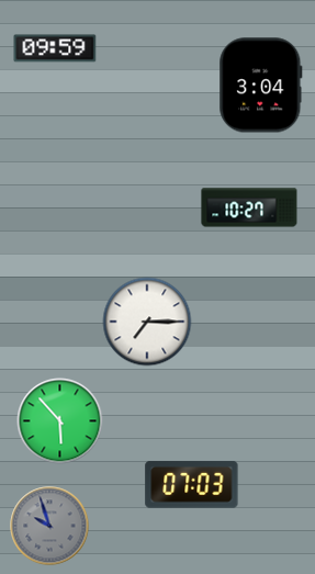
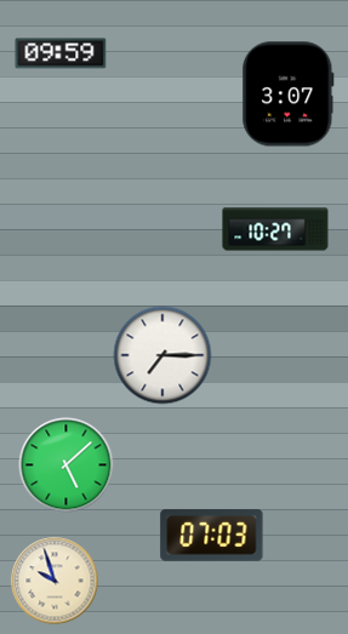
clock at (261, 86): 3:04 -> 3:07
clock at (60, 421): 5:53 -> 5:08
clock at (49, 526) dial: grey -> cream
